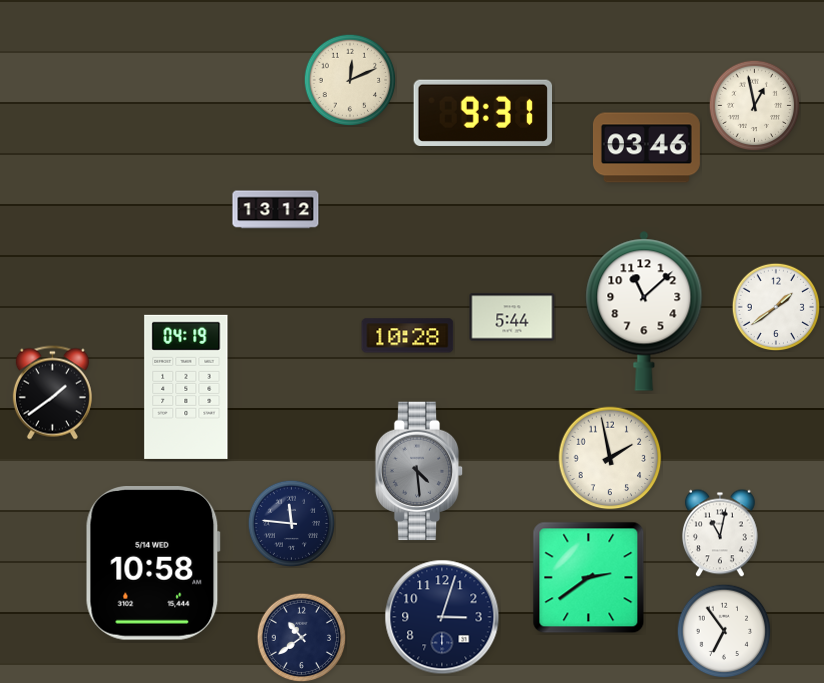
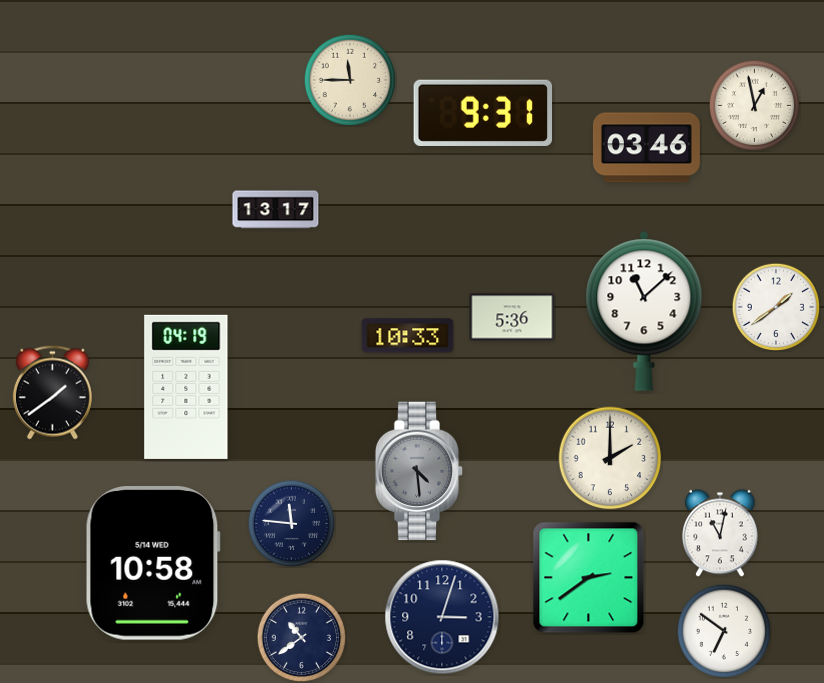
clock at (350, 80): 12:11 -> 11:45
clock at (276, 210): 13:12 -> 13:17
clock at (512, 317): 5:44 -> 5:36
clock at (408, 336): 10:28 -> 10:33
clock at (610, 458): 1:58 -> 2:00
clock at (724, 631): 6:54 -> 6:51
